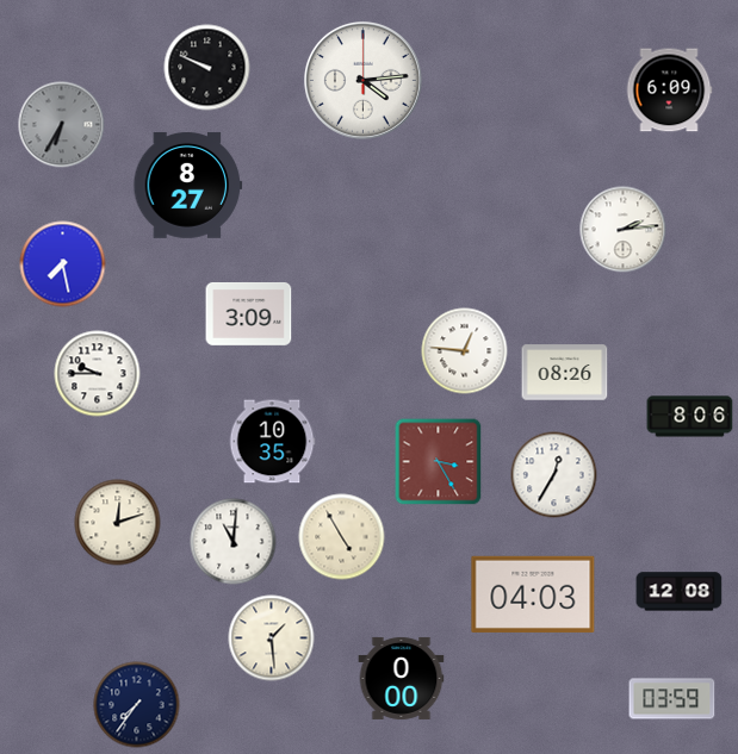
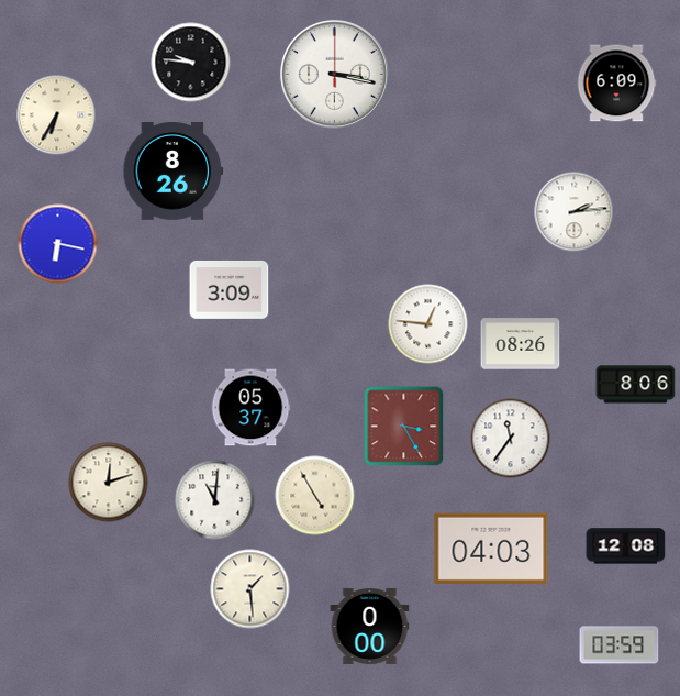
clock at (207, 68): 9:49 -> 9:46
clock at (362, 80): 4:14 -> 3:17
clock at (62, 125) dial: grey -> cream
clock at (188, 185): 8:27 -> 8:26
clock at (63, 264): 7:28 -> 6:17
clock at (98, 374): 9:45 -> none
clock at (272, 442): 10:35 -> 05:37
clock at (554, 475): 12:35 -> 11:36
clock at (137, 705): 7:36 -> none
